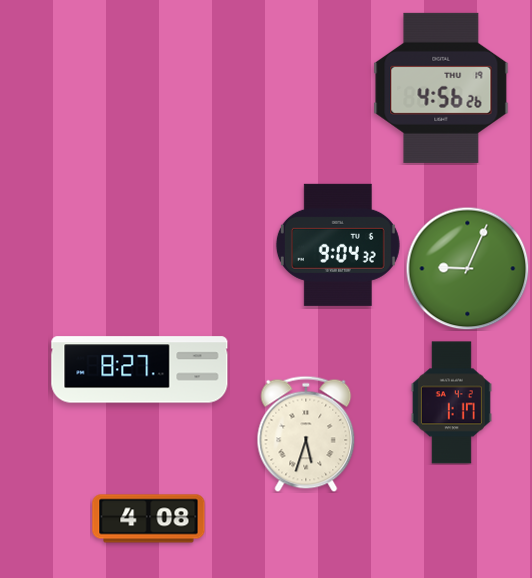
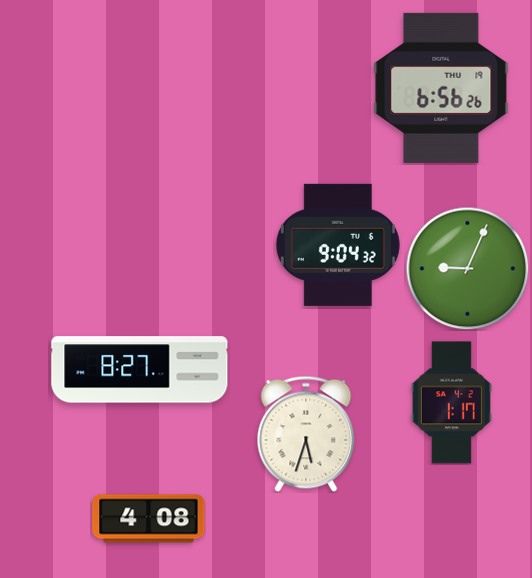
clock at (441, 88): 4:56 -> 6:56
